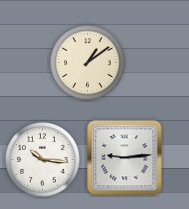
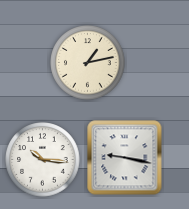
clock at (88, 63): 1:09 -> 1:13
clock at (125, 158): 9:14 -> 9:17
